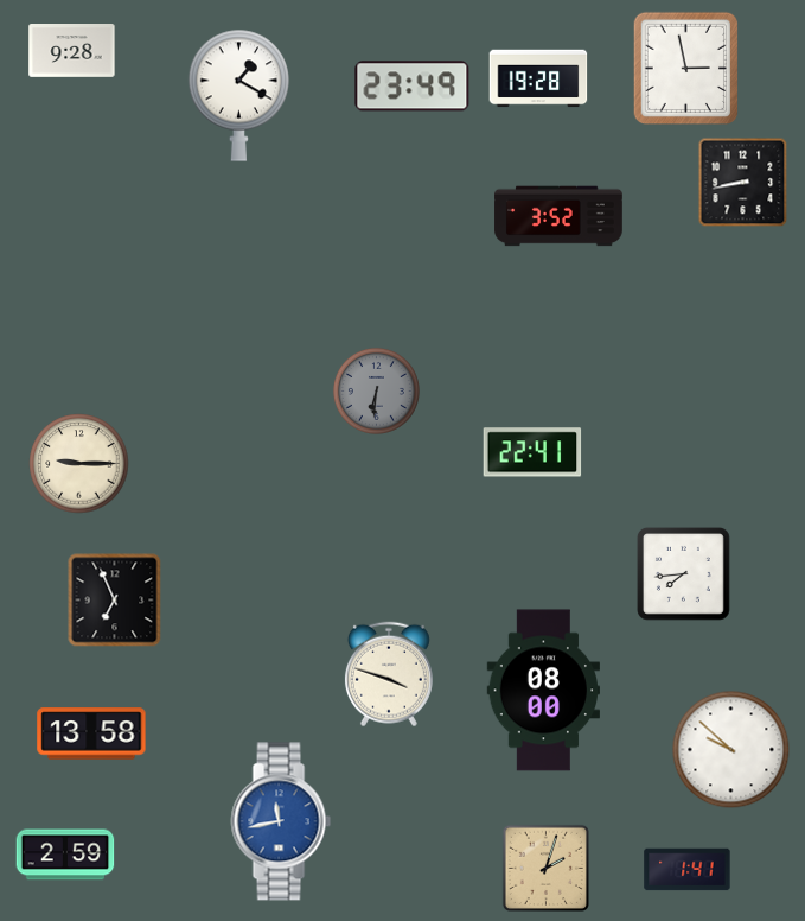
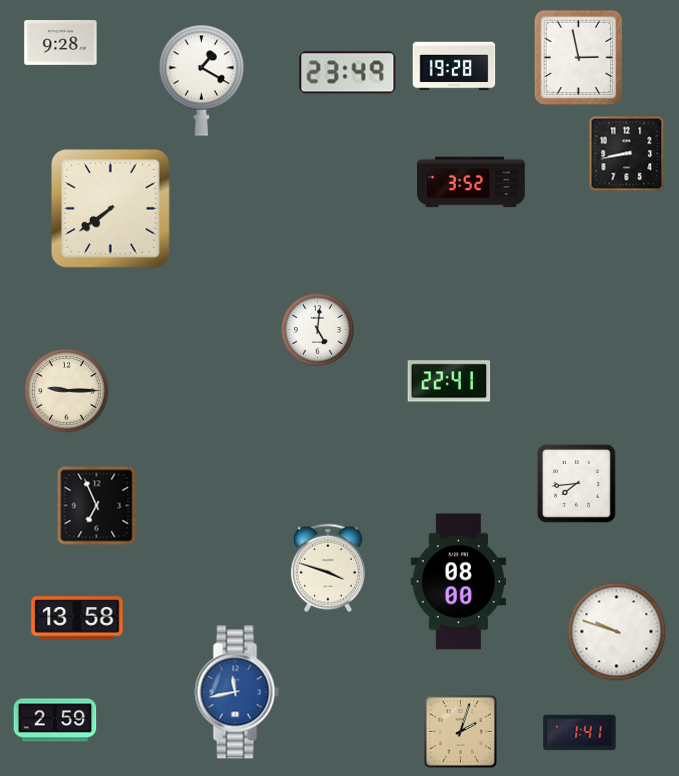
clock at (111, 209): none -> 7:39
clock at (376, 390): 6:31 -> 5:01
clock at (376, 390) dial: grey -> white
clock at (731, 750): 9:52 -> 9:48
